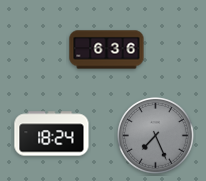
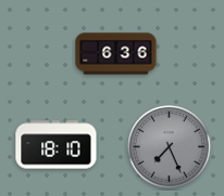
clock at (52, 134): 18:24 -> 18:10
